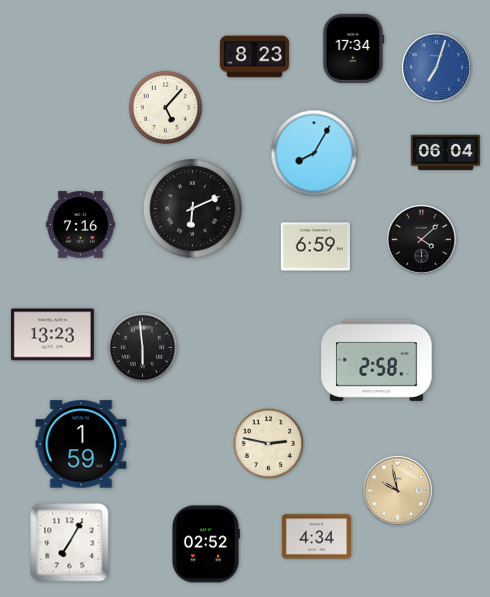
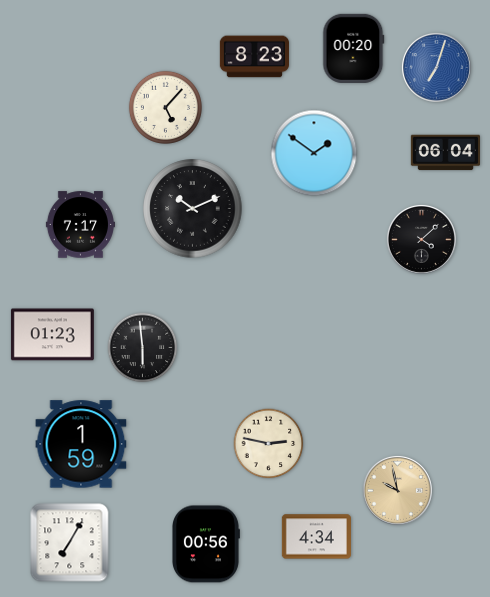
clock at (354, 48): 17:34 -> 00:20
clock at (314, 153): 8:05 -> 1:51
clock at (193, 209): 6:11 -> 10:11
clock at (80, 225): 7:16 -> 7:17
clock at (315, 247): 6:59 -> none
clock at (52, 335): 13:23 -> 01:23
clock at (377, 360): 2:58 -> none
clock at (206, 544): 02:52 -> 00:56
